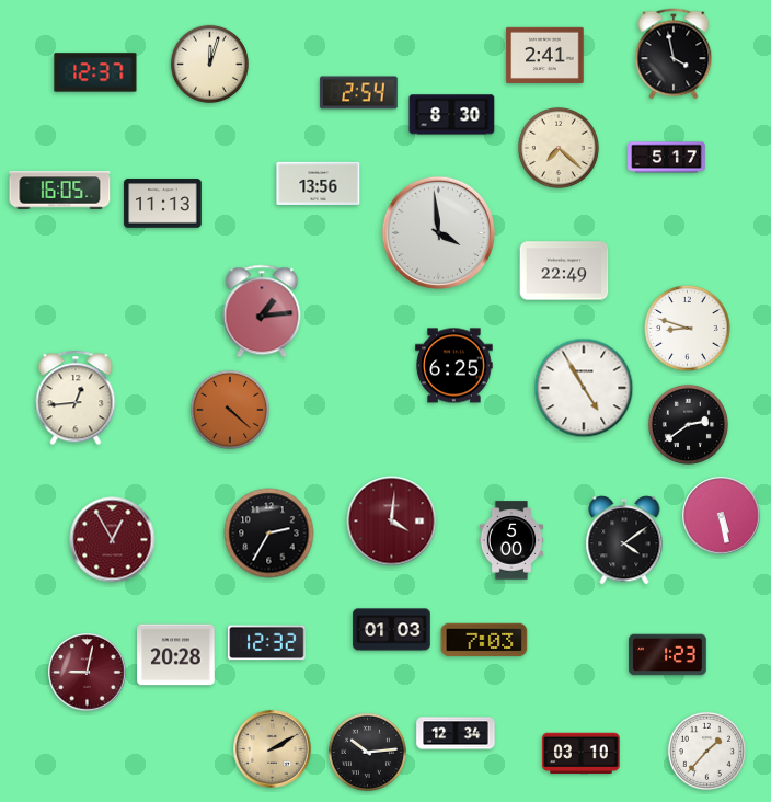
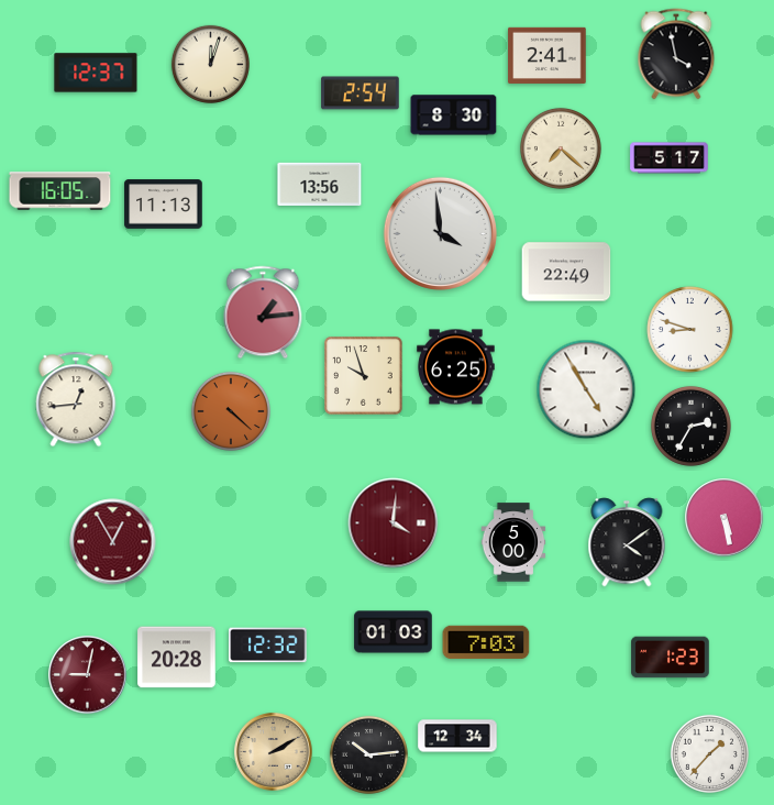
clock at (364, 376): none -> 9:57
clock at (688, 424): 2:39 -> 2:35
clock at (269, 534): 2:35 -> none
clock at (582, 754): 03:10 -> none
